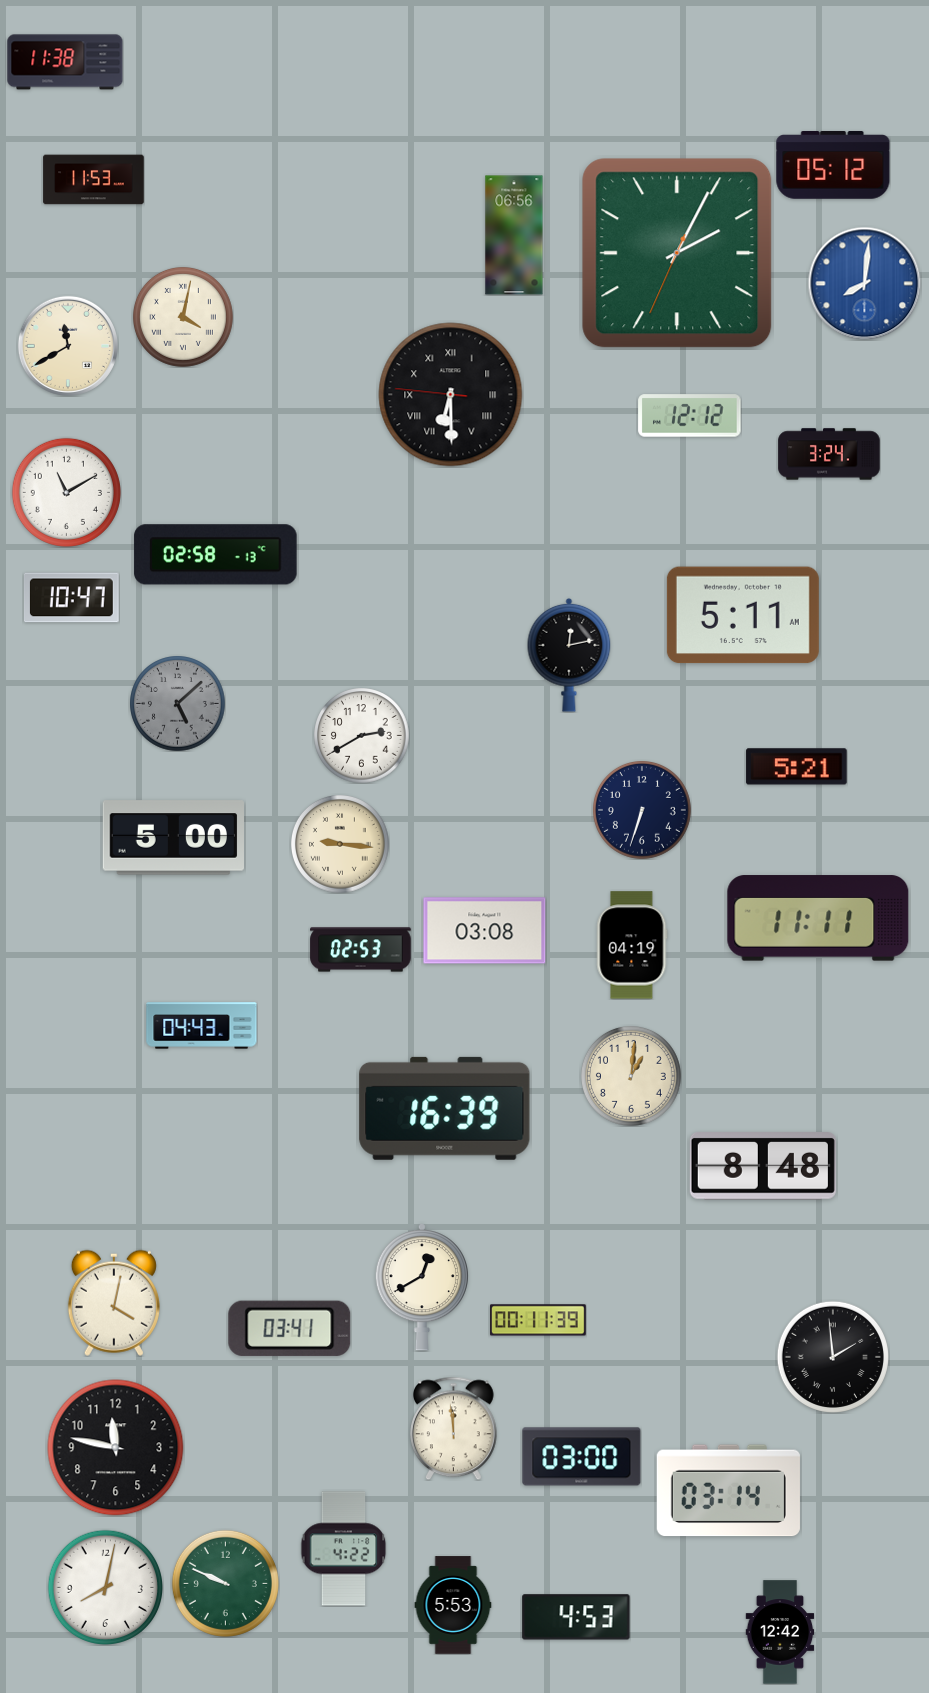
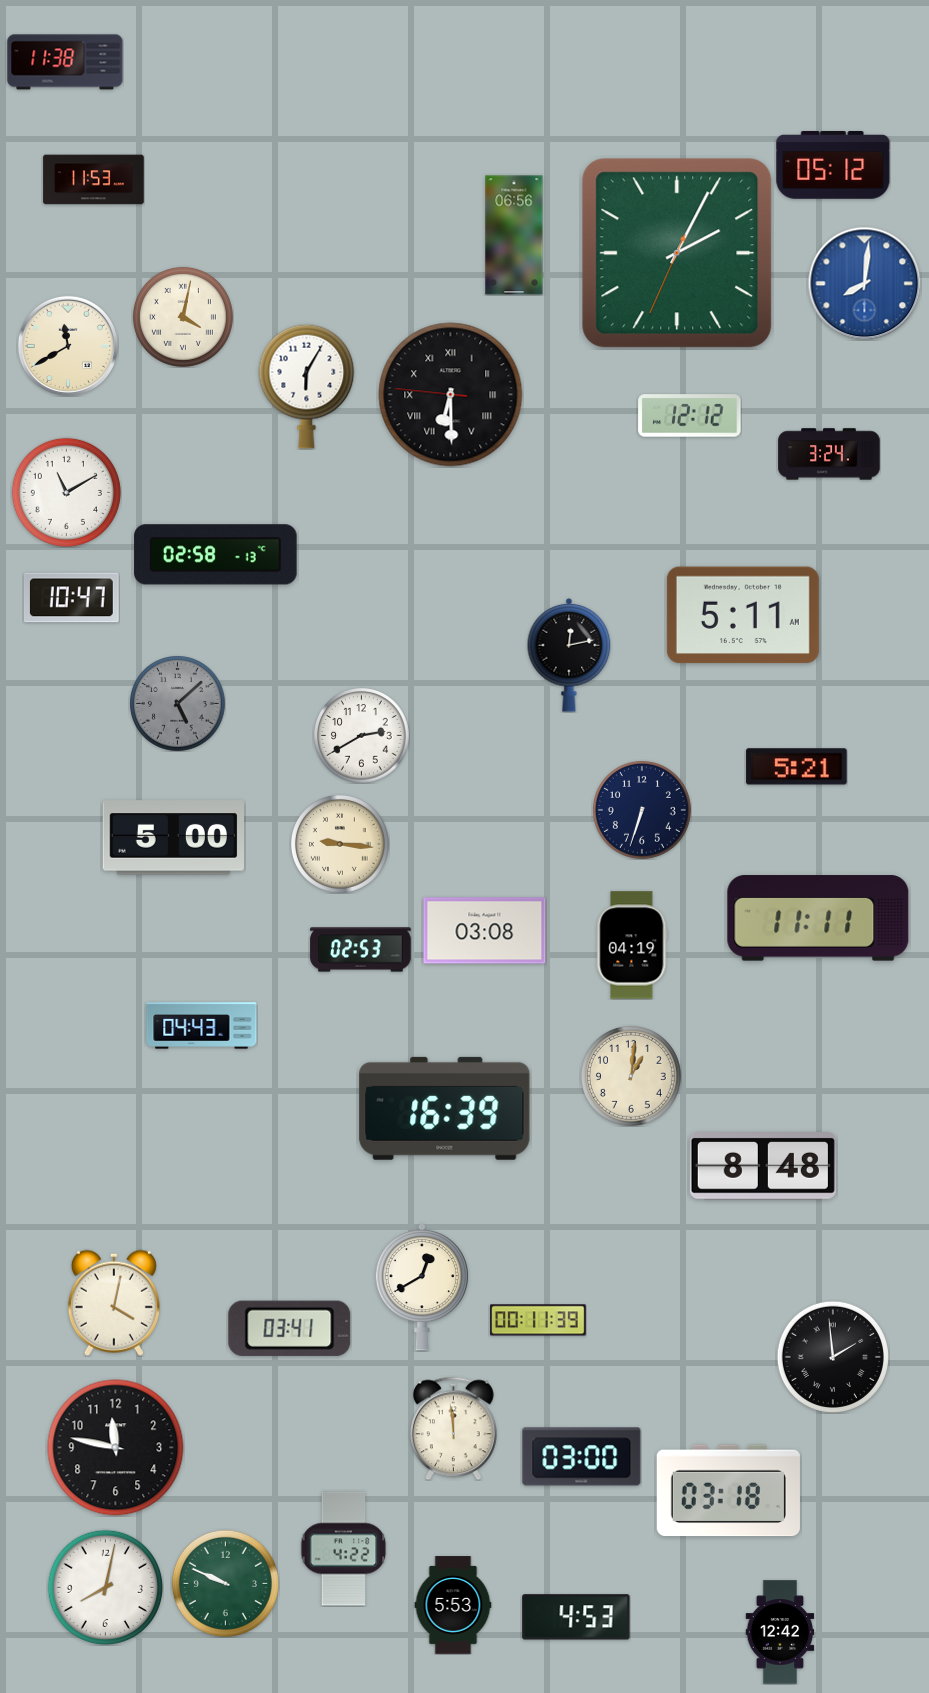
clock at (307, 386): none -> 6:05
clock at (728, 1491): 03:14 -> 03:18
